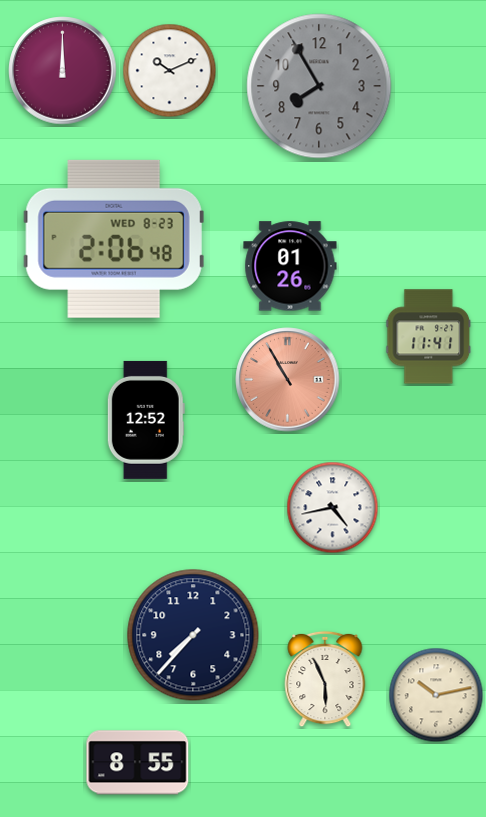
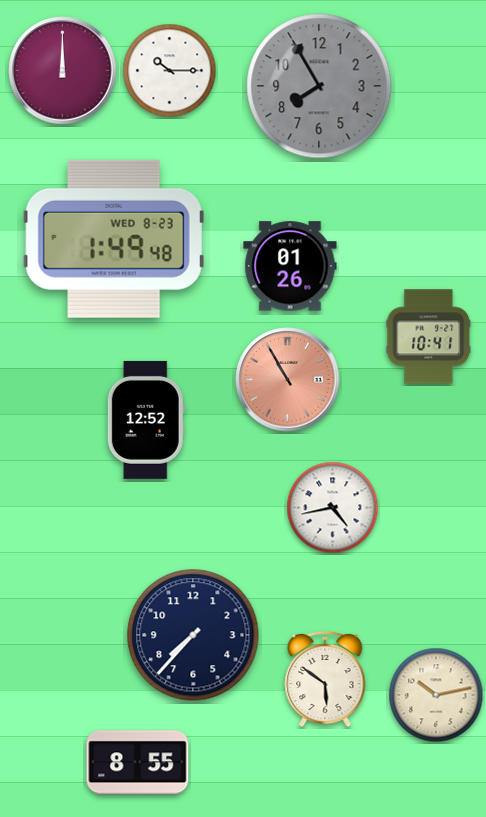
clock at (170, 71): 10:11 -> 10:15
clock at (114, 239): 2:06 -> 1:49
clock at (429, 337): 11:41 -> 10:41
clock at (325, 679): 5:56 -> 5:51
